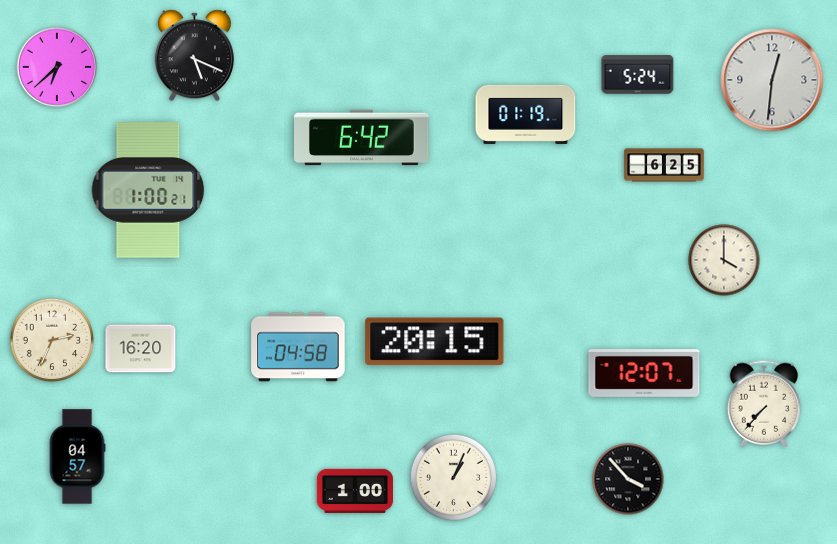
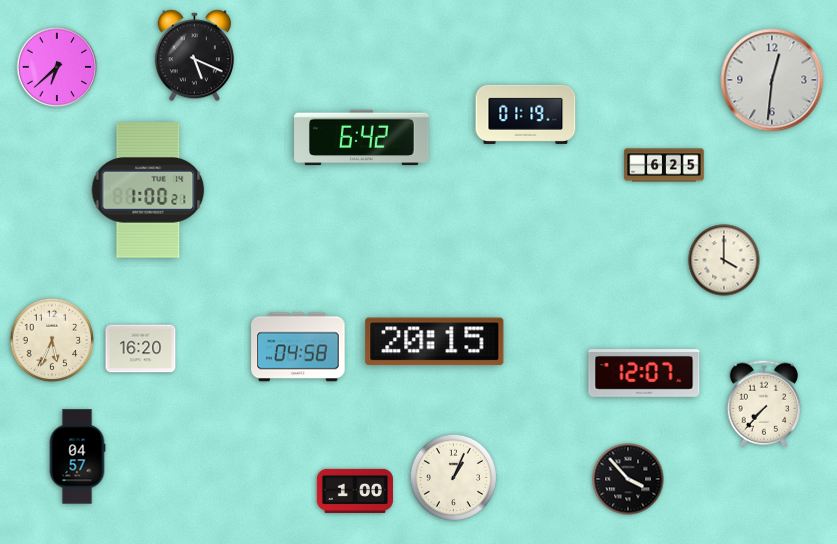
clock at (638, 75): 5:24 -> none
clock at (52, 340): 2:34 -> 5:34
